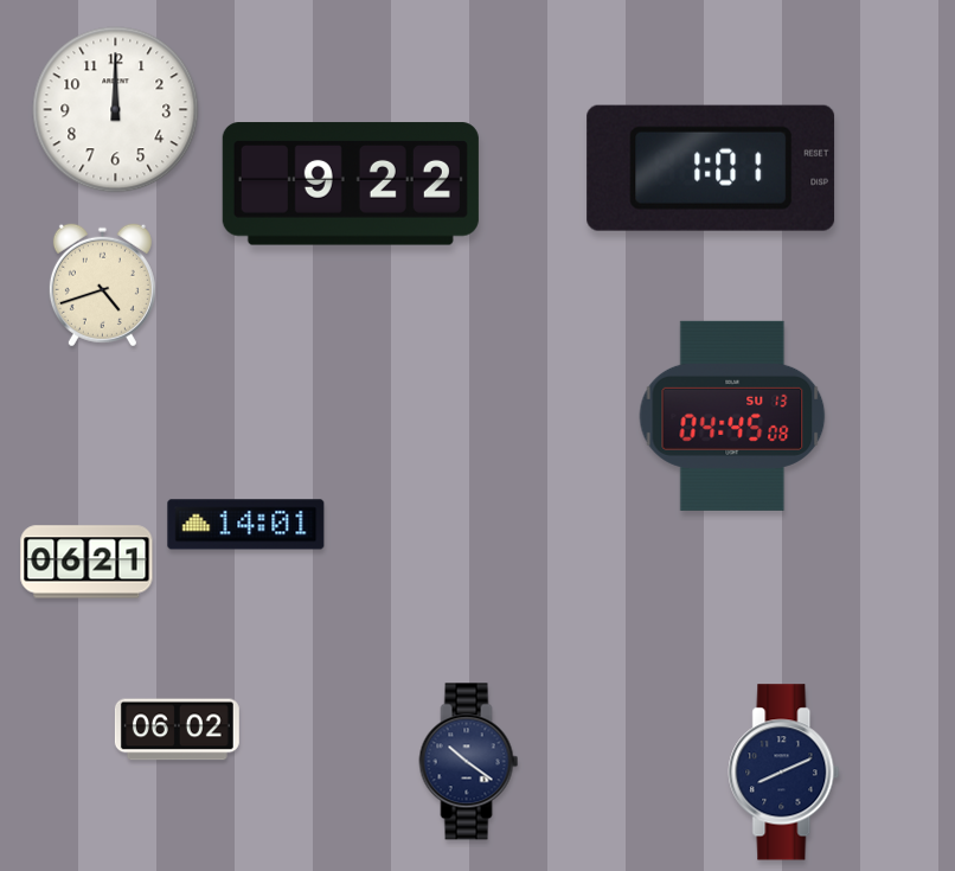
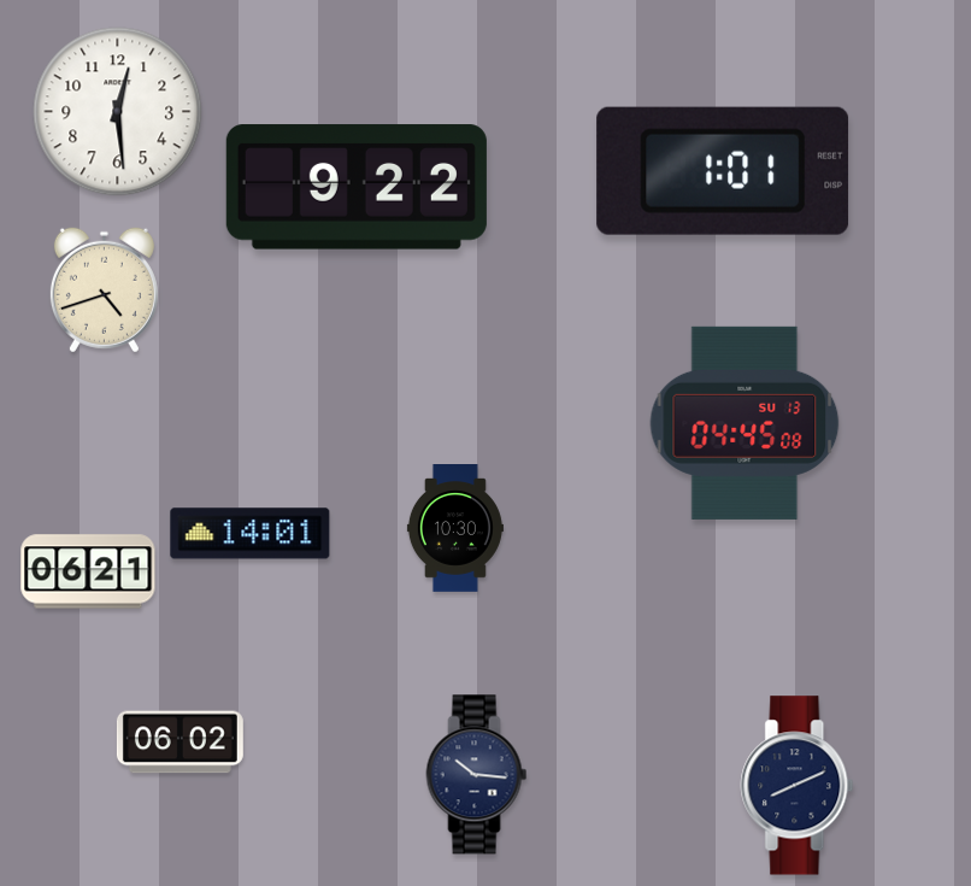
clock at (116, 110): 12:00 -> 12:29
clock at (455, 529): none -> 10:30
clock at (469, 762): 10:21 -> 10:16
